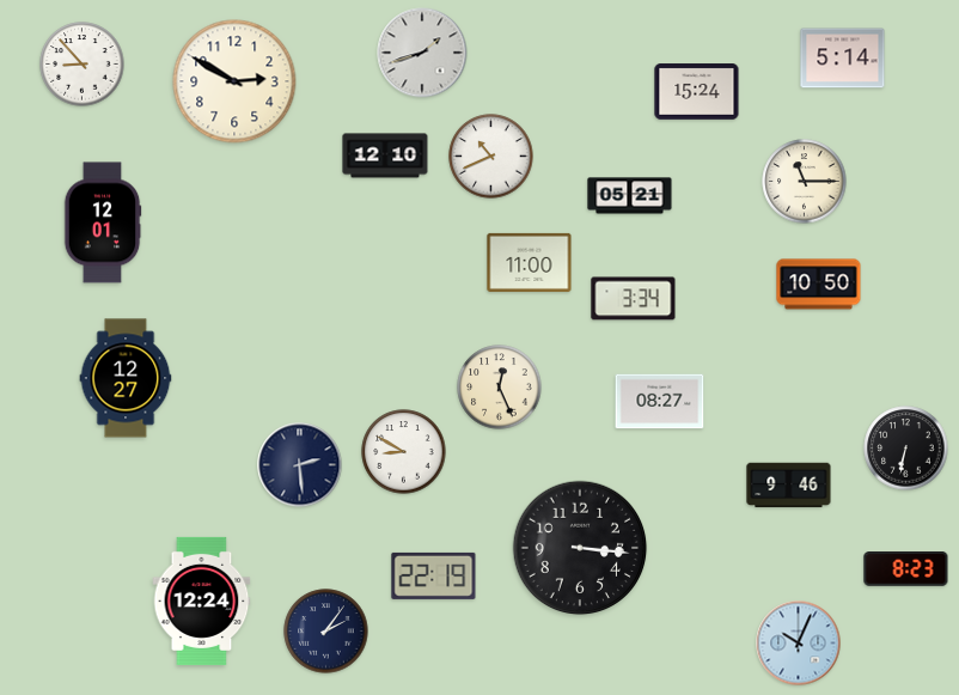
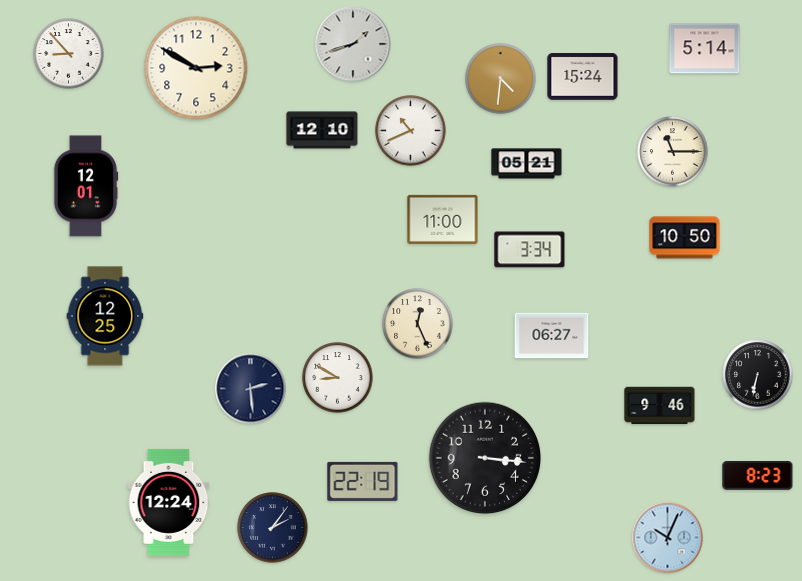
clock at (501, 79): none -> 4:31
clock at (126, 378): 12:27 -> 12:25
clock at (660, 402): 08:27 -> 06:27
